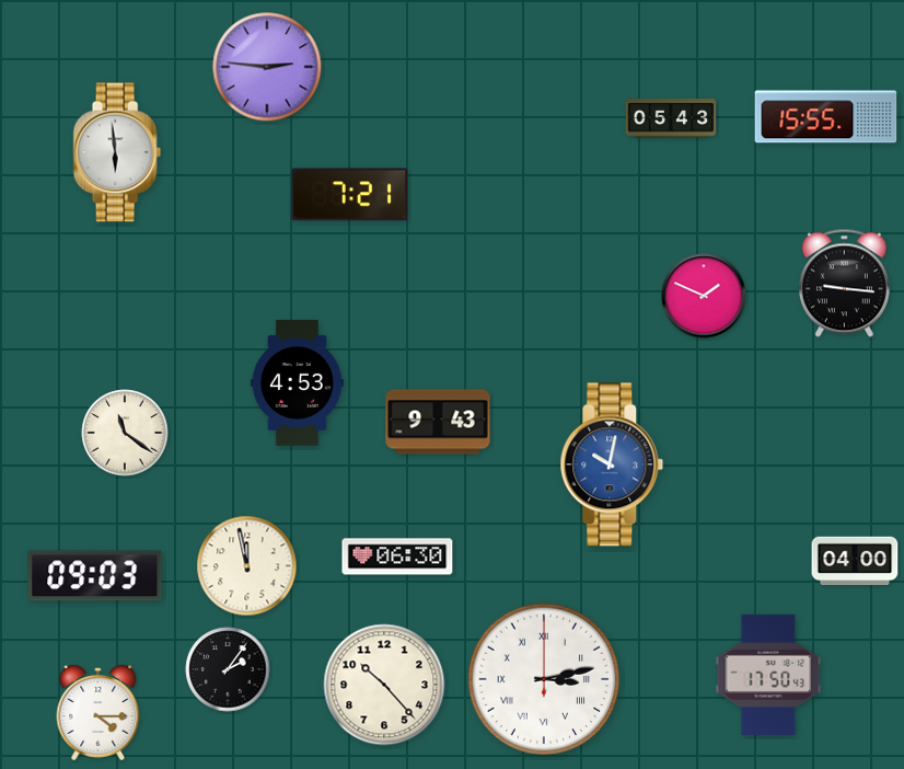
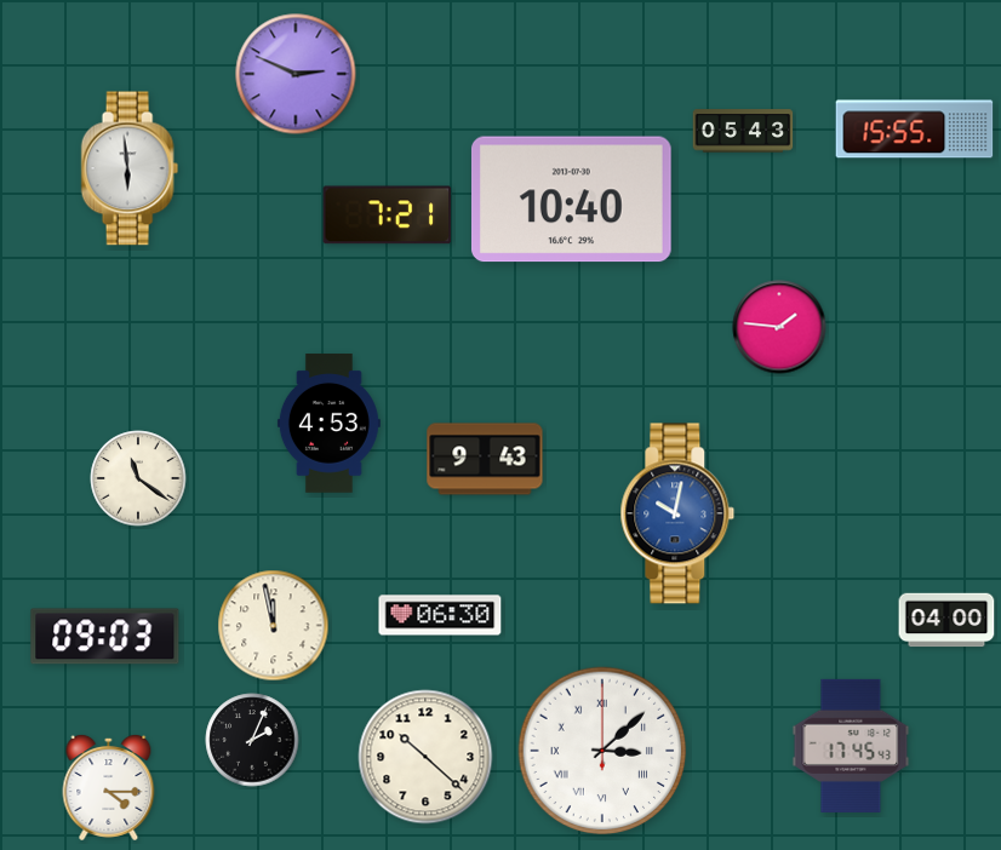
clock at (267, 67): 2:46 -> 2:49
clock at (571, 200): none -> 10:40
clock at (844, 284): 9:16 -> none
clock at (704, 296): 1:49 -> 1:46
clock at (438, 422) position: (438, 422) -> (485, 459)
clock at (228, 669): 2:06 -> 2:04
clock at (768, 675): 17:50 -> 17:45
clock at (544, 679): 3:13 -> 3:08
clock at (384, 685): 10:23 -> 10:22
